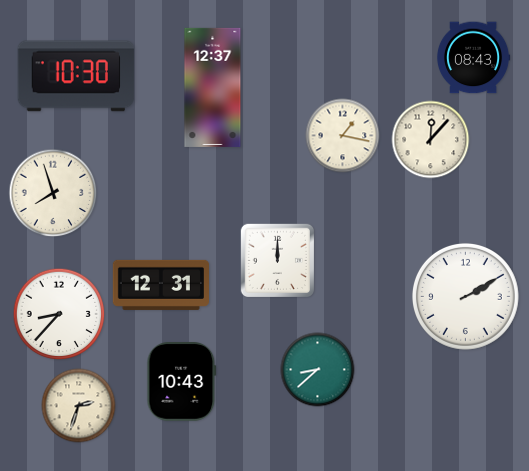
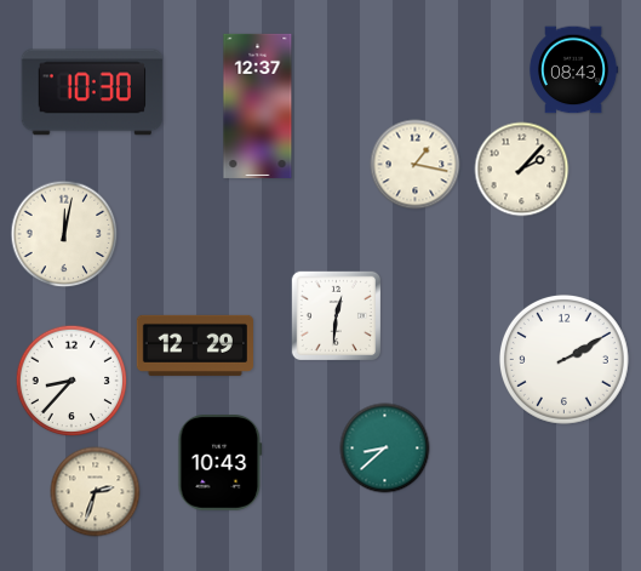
clock at (431, 140): 12:07 -> 2:07
clock at (53, 193): 7:57 -> 12:02
clock at (277, 260): 12:00 -> 12:31
clock at (161, 285): 12:31 -> 12:29
